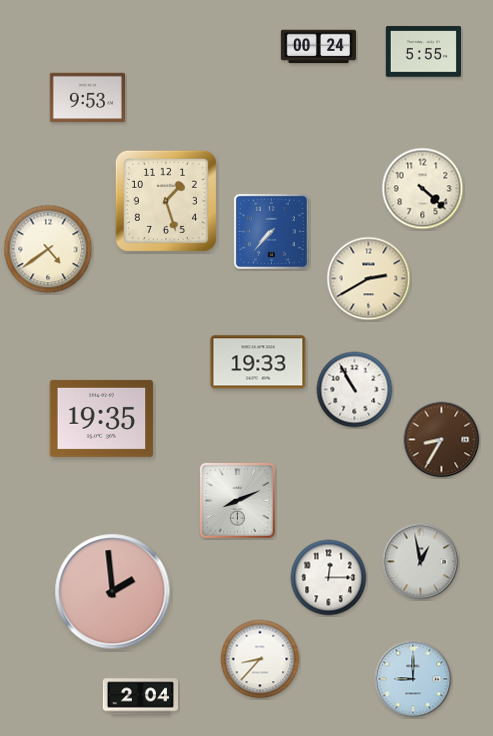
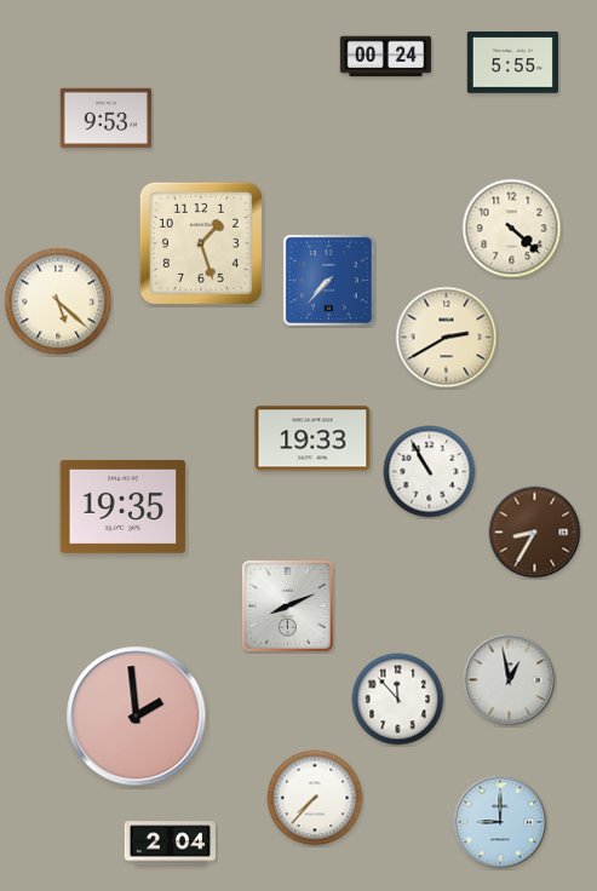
clock at (48, 249): 4:39 -> 5:22
clock at (329, 578): 12:15 -> 11:53
clock at (260, 659): 8:37 -> 7:37
